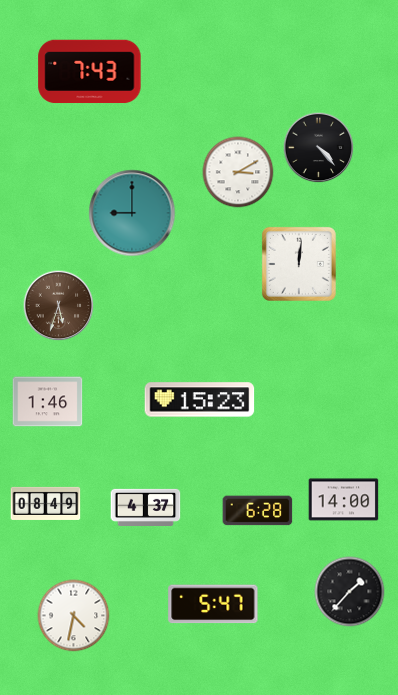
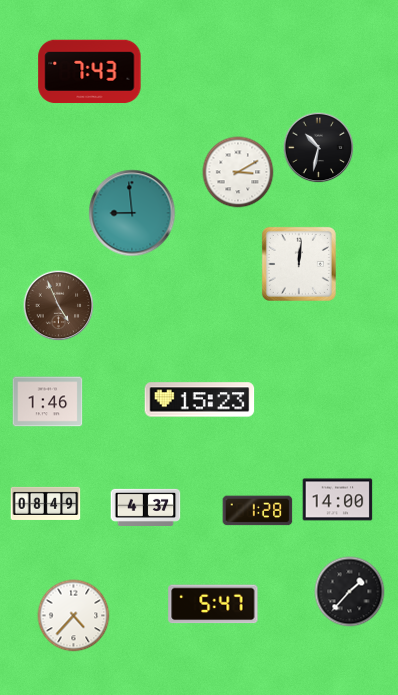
clock at (319, 148): 4:23 -> 10:32
clock at (132, 213): 9:00 -> 8:59
clock at (59, 306): 5:33 -> 4:56
clock at (344, 500) position: (344, 500) -> (338, 500)
clock at (258, 511): 6:28 -> 1:28
clock at (74, 616): 4:32 -> 4:37
